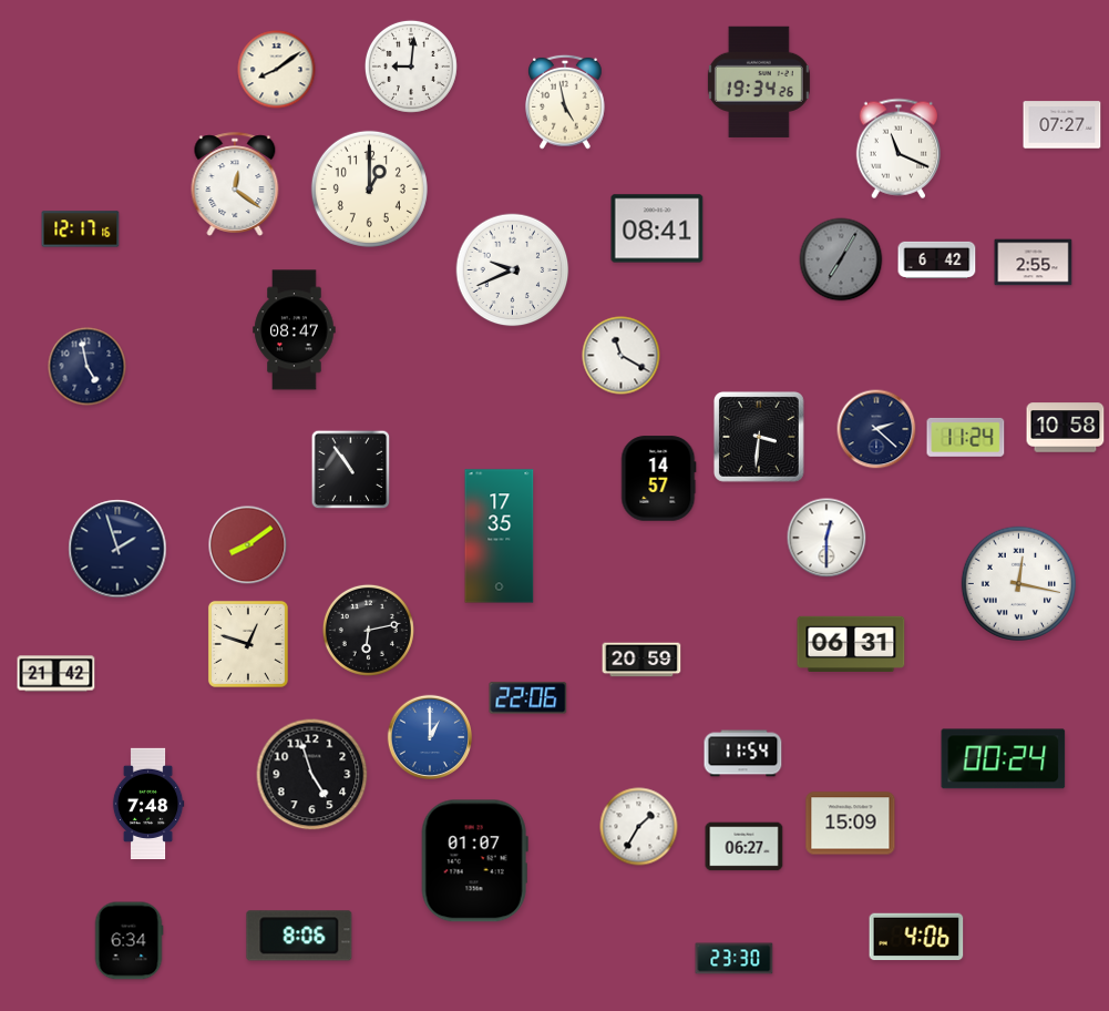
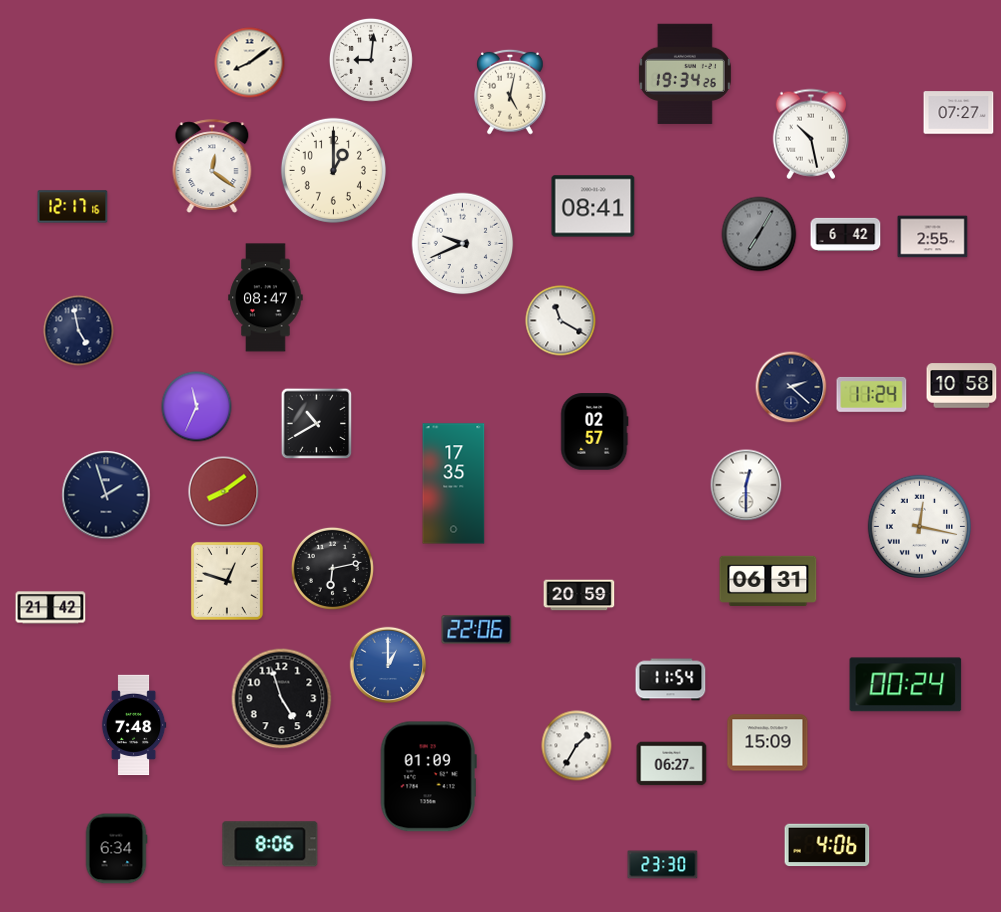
clock at (566, 102): 4:58 -> 5:02
clock at (897, 149): 11:19 -> 10:28
clock at (759, 437): 3:31 -> none
clock at (197, 407): none -> 11:34
clock at (351, 470): 10:54 -> 10:40
clock at (659, 479): 14:57 -> 02:57
clock at (500, 537) position: (500, 537) -> (454, 484)
clock at (248, 644) position: (248, 644) -> (227, 581)
clock at (474, 861): 01:07 -> 01:09
